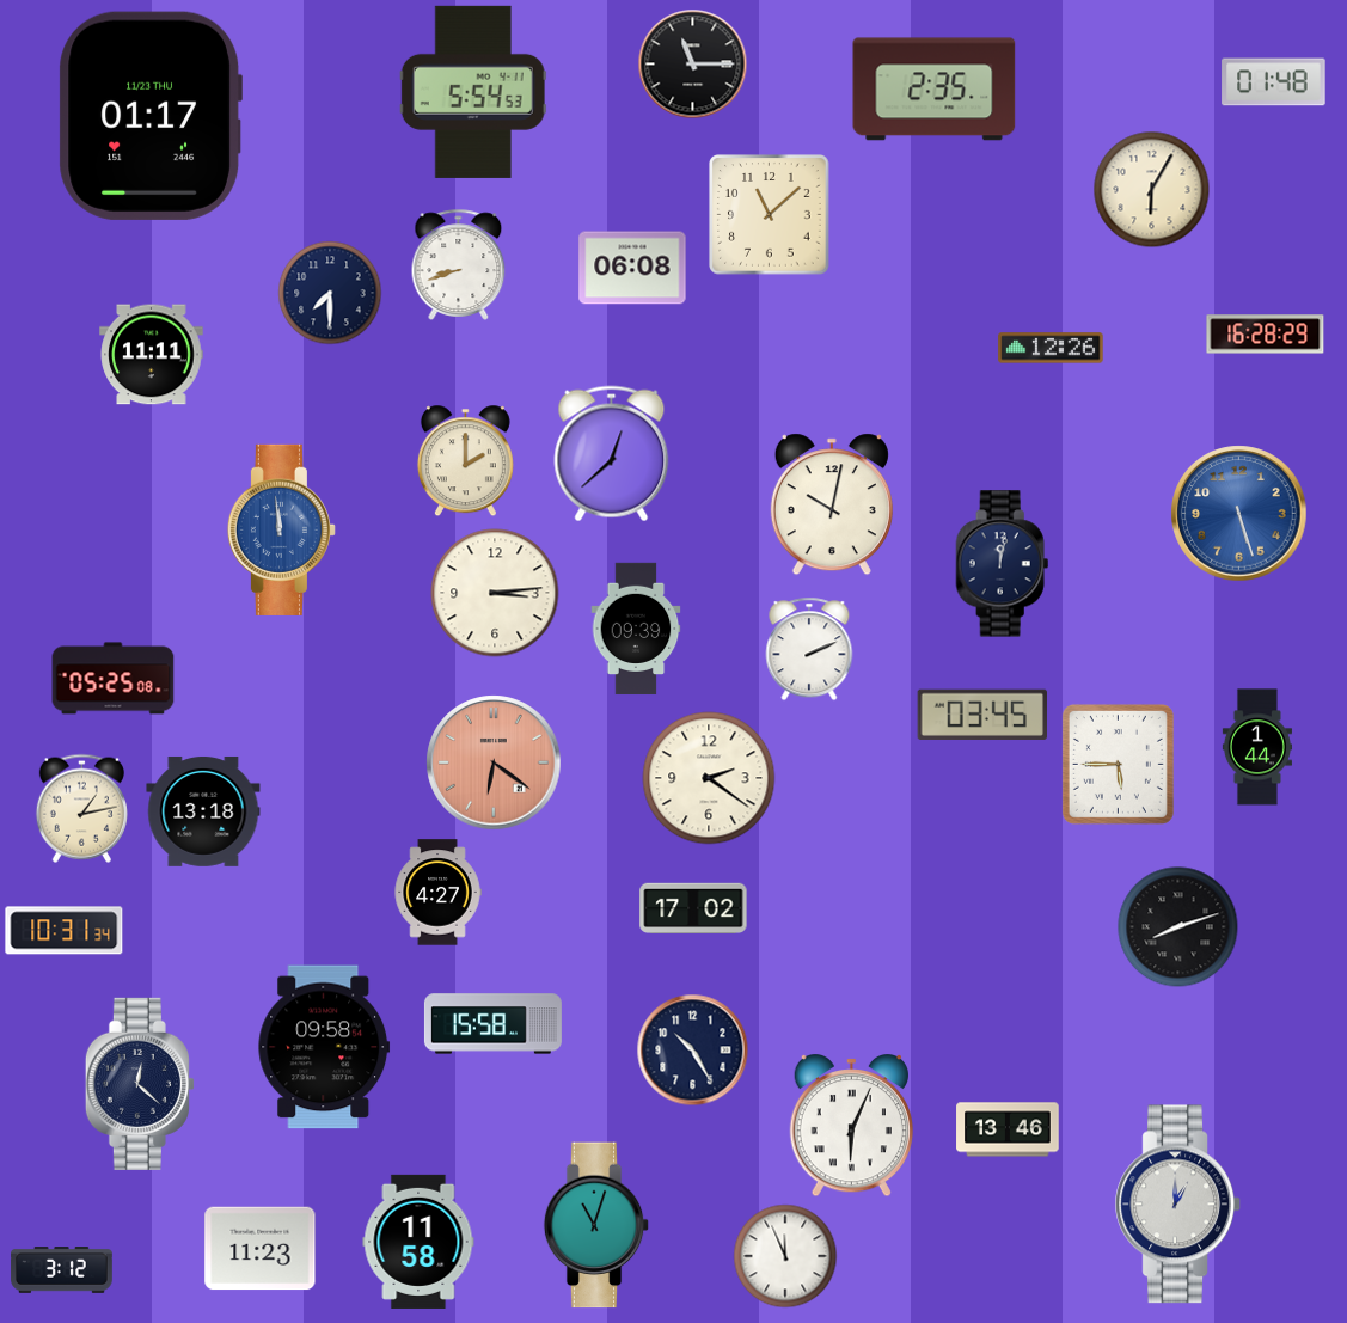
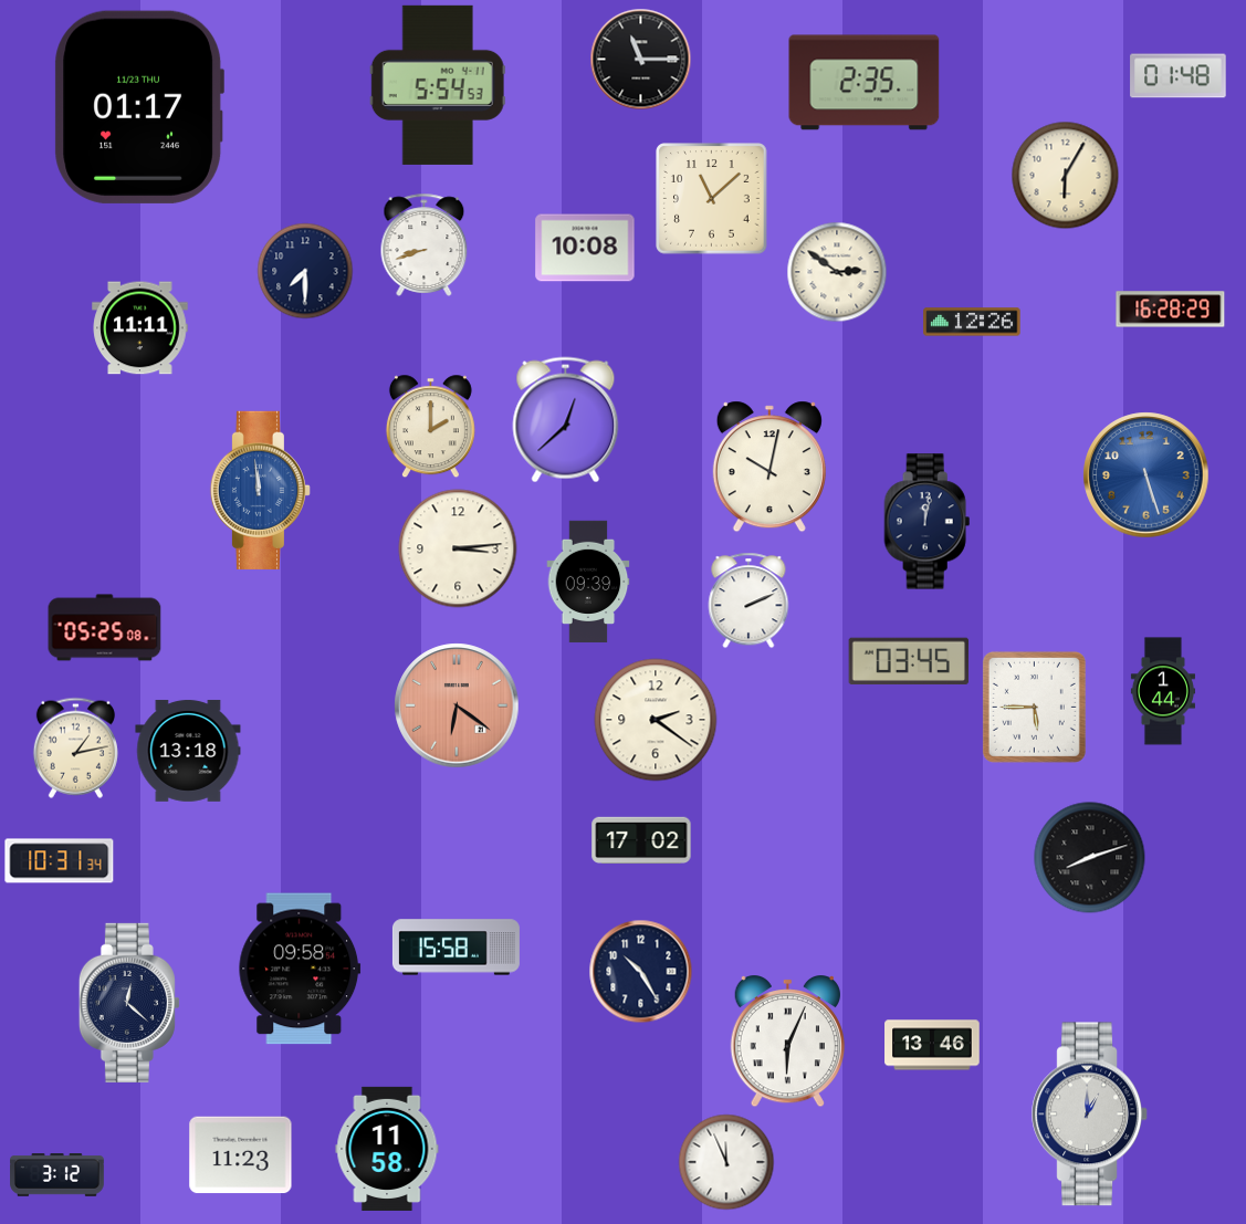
clock at (632, 268): 06:08 -> 10:08
clock at (837, 272): none -> 2:51
clock at (437, 893): 4:27 -> none
clock at (596, 1225): 11:03 -> none
